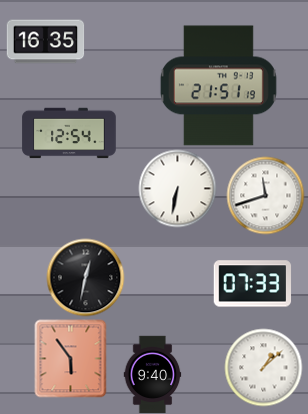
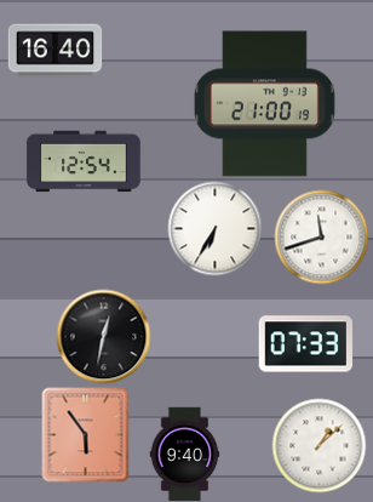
clock at (45, 42): 16:35 -> 16:40
clock at (218, 86): 21:51 -> 21:00
clock at (177, 188): 6:32 -> 6:35
